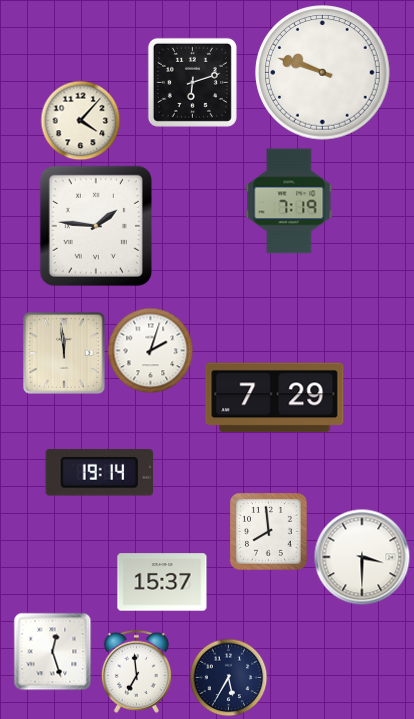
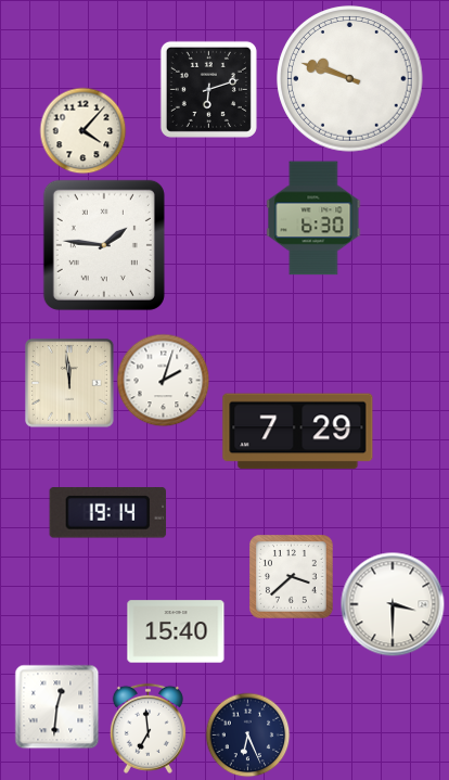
clock at (80, 120) position: (80, 120) -> (82, 130)
clock at (289, 201): 7:19 -> 6:30
clock at (269, 532): 7:59 -> 3:38
clock at (162, 582): 15:37 -> 15:40
clock at (52, 651): 12:27 -> 12:31
clock at (228, 677): 5:35 -> 6:26
